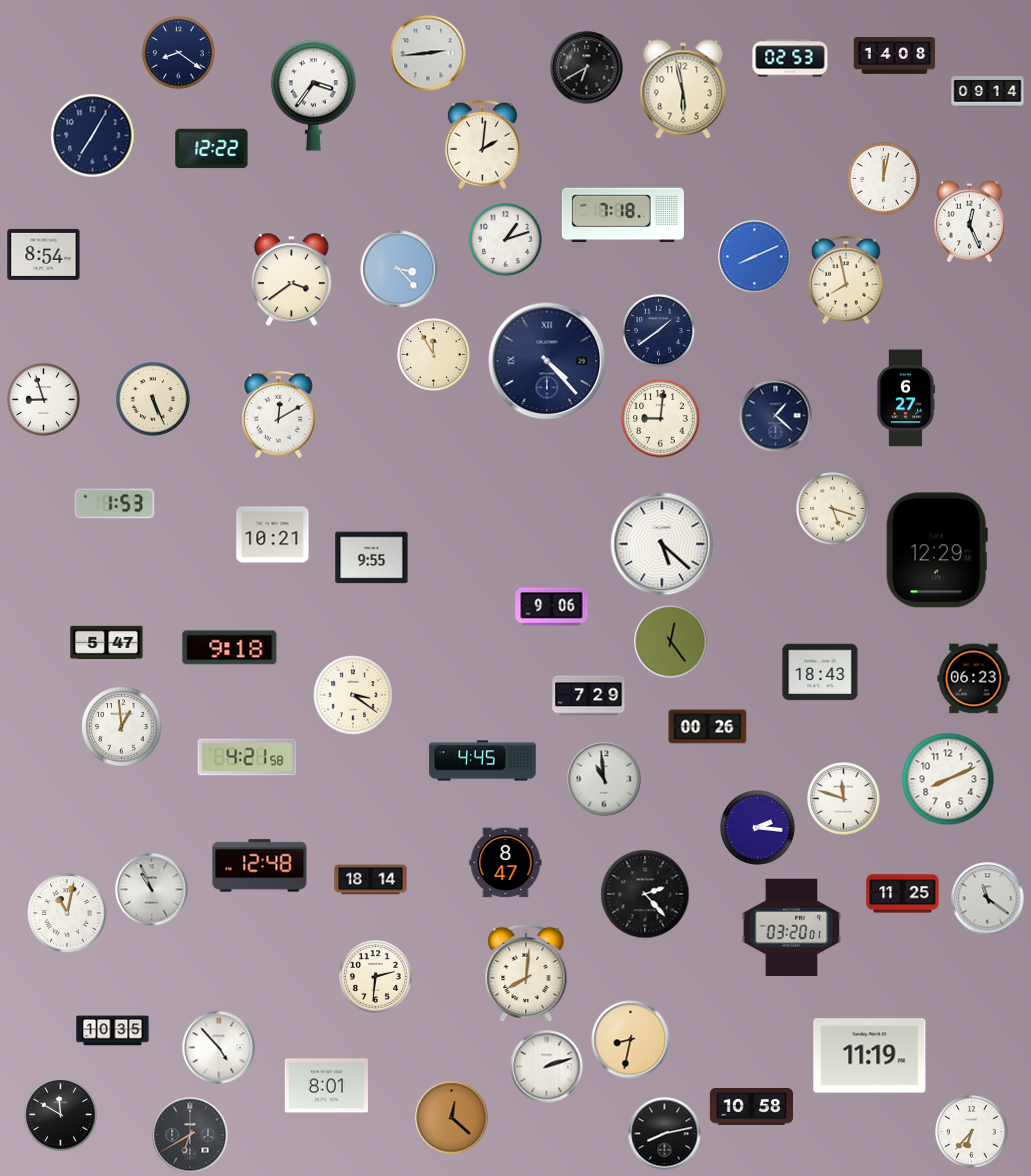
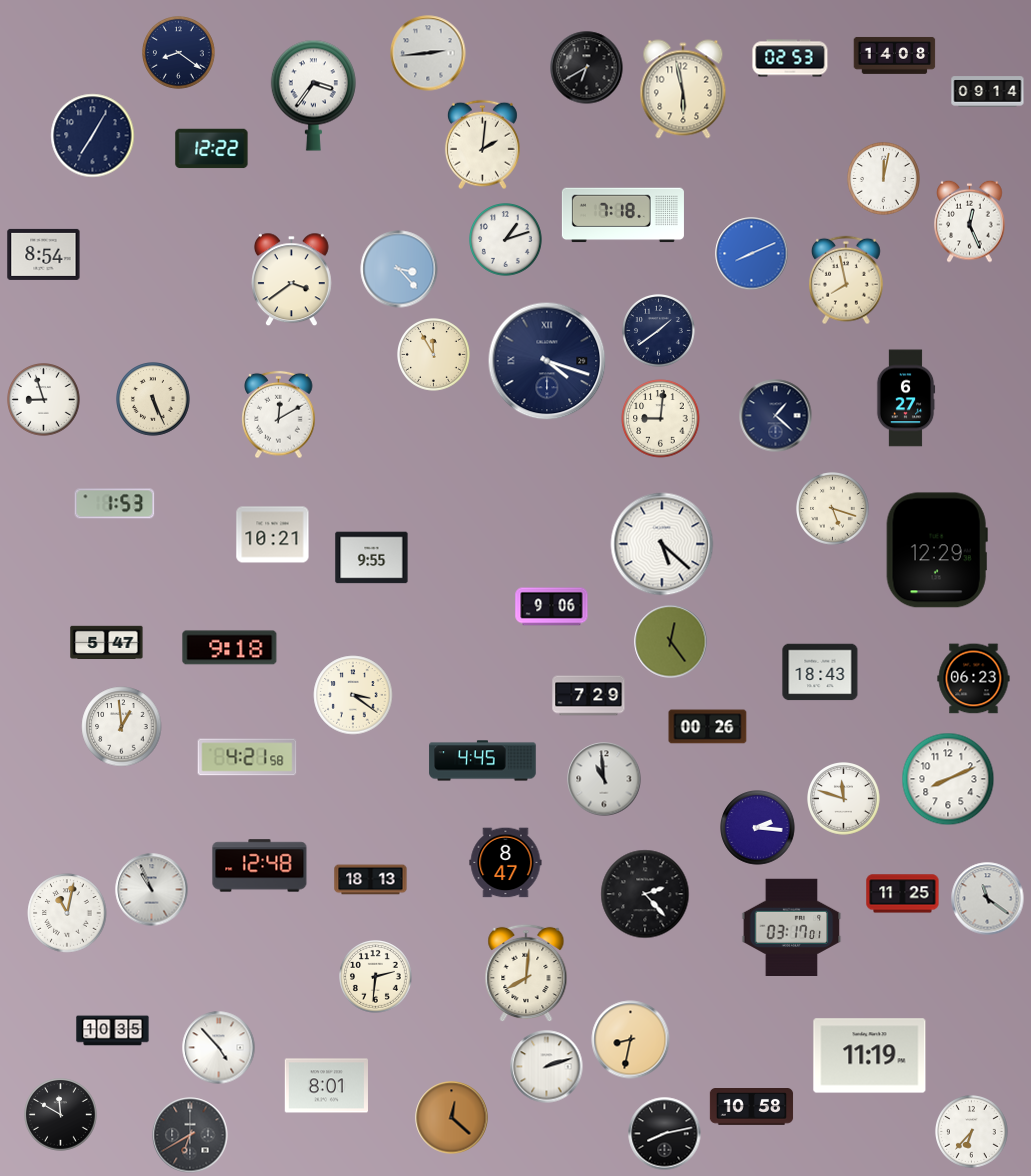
clock at (755, 257) position: (755, 257) -> (752, 254)
clock at (547, 361): 4:23 -> 4:18
clock at (371, 880): 18:14 -> 18:13
clock at (792, 927): 03:20 -> 03:17
